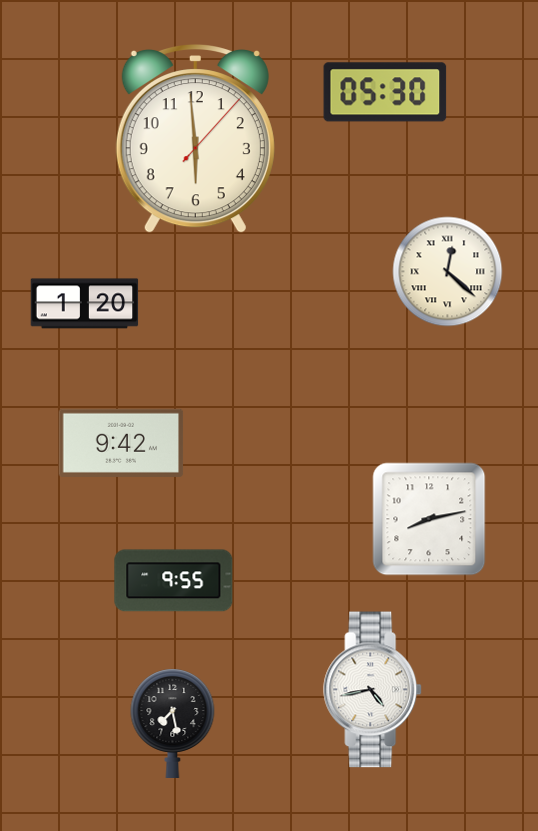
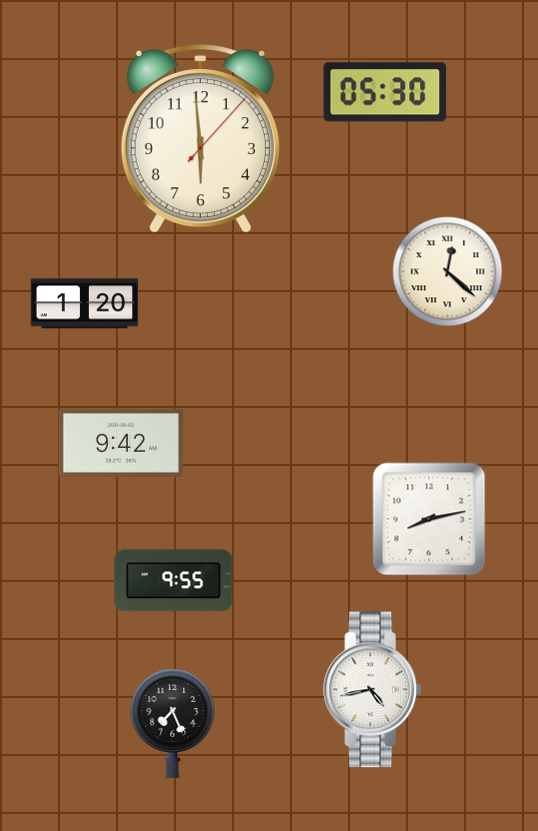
clock at (195, 139) position: (195, 139) -> (200, 139)
clock at (173, 723): 7:28 -> 7:26
